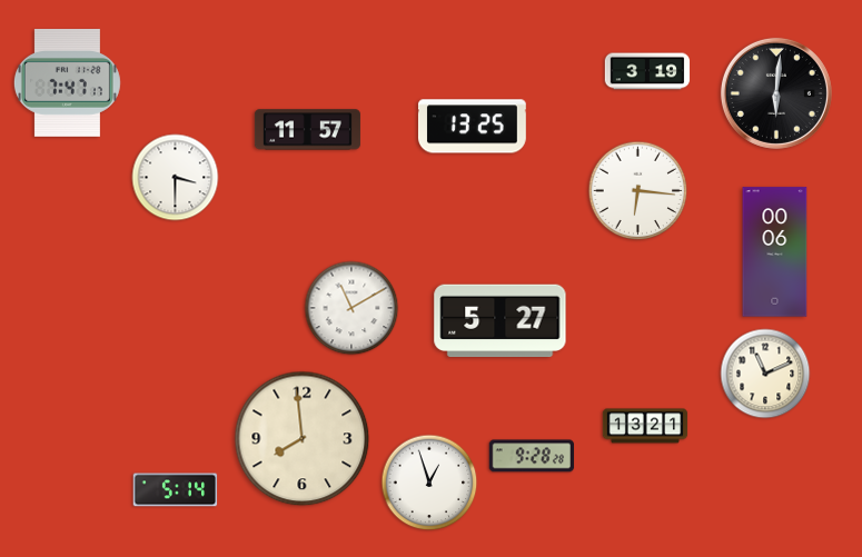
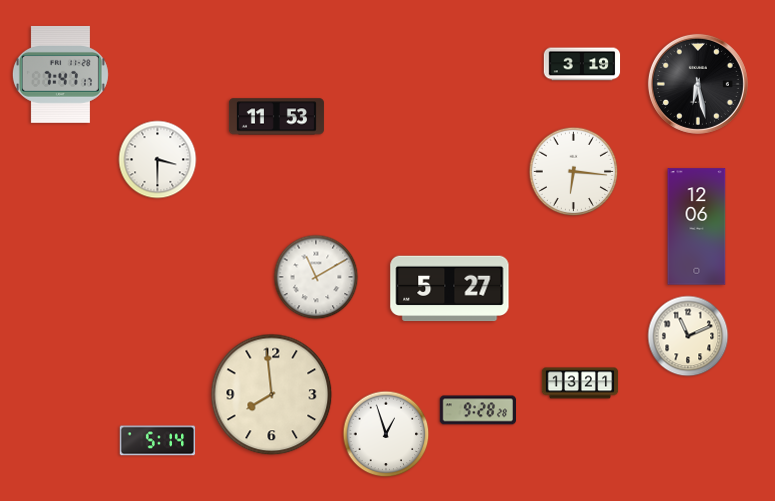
clock at (776, 93): 6:01 -> 6:28
clock at (472, 127): 13:25 -> none
clock at (307, 130): 11:57 -> 11:53
clock at (775, 252): 00:06 -> 12:06
